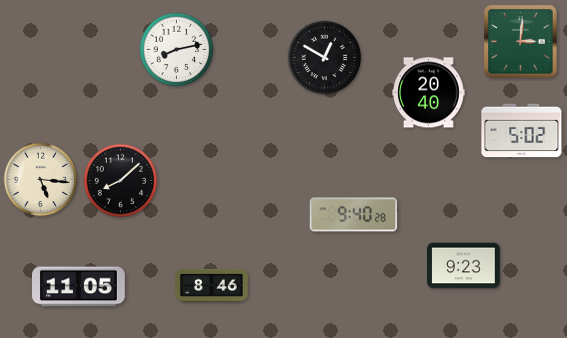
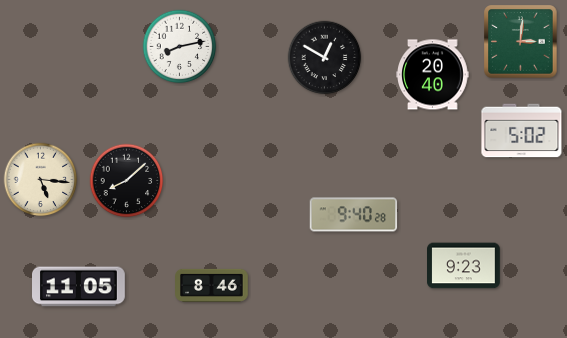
clock at (177, 50) position: (177, 50) -> (180, 47)
clock at (429, 93) position: (429, 93) -> (433, 75)
clock at (121, 181) position: (121, 181) -> (127, 181)
